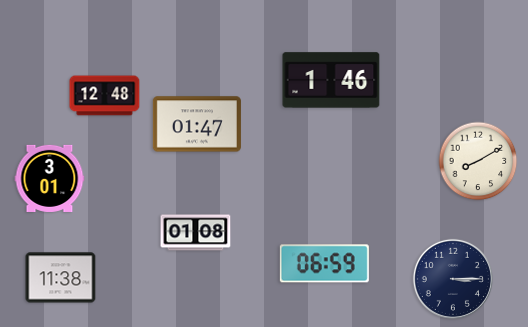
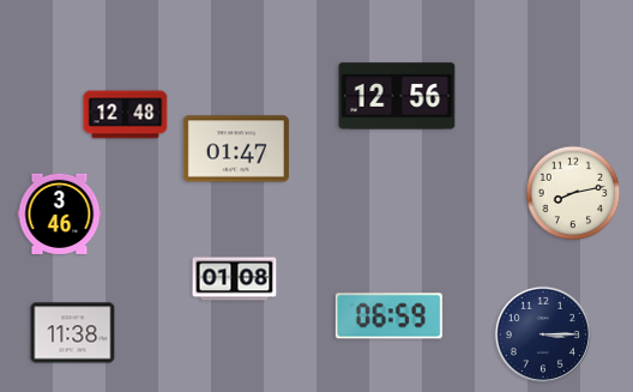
clock at (331, 80): 1:46 -> 12:56
clock at (478, 161): 8:10 -> 8:13
clock at (50, 178): 3:01 -> 3:46
